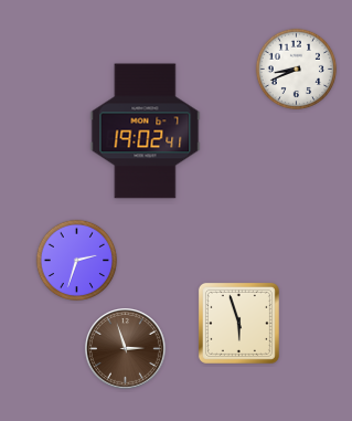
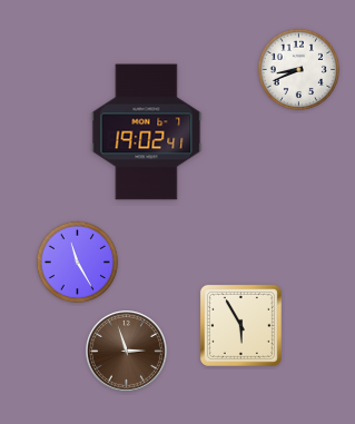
clock at (77, 261): 2:33 -> 11:25
clock at (238, 323): 5:57 -> 5:55
